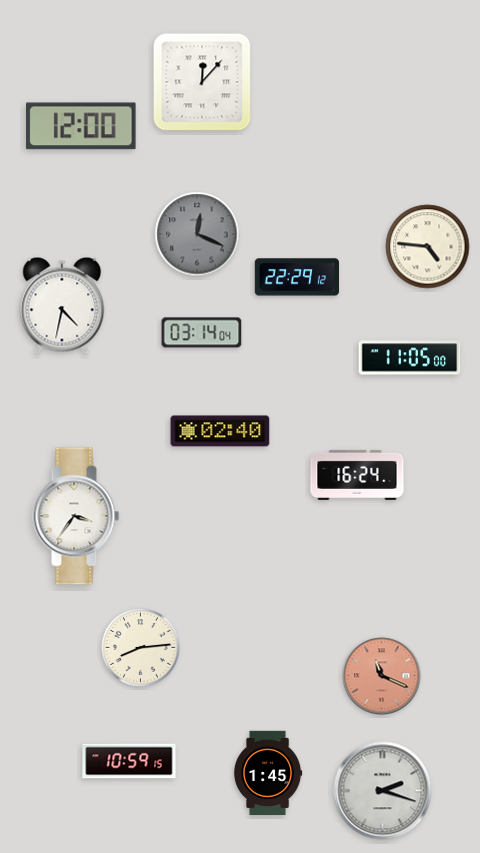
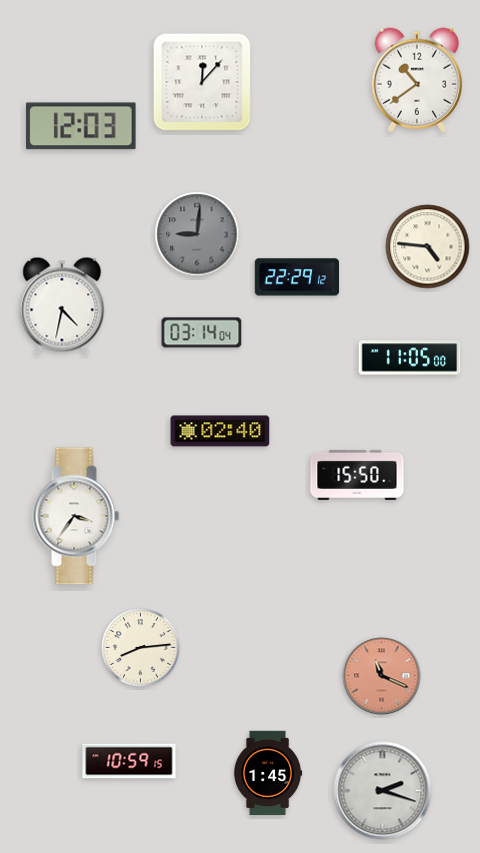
clock at (416, 80): none -> 10:39
clock at (81, 126): 12:00 -> 12:03
clock at (197, 234): 12:19 -> 9:01
clock at (357, 475): 16:24 -> 15:50
